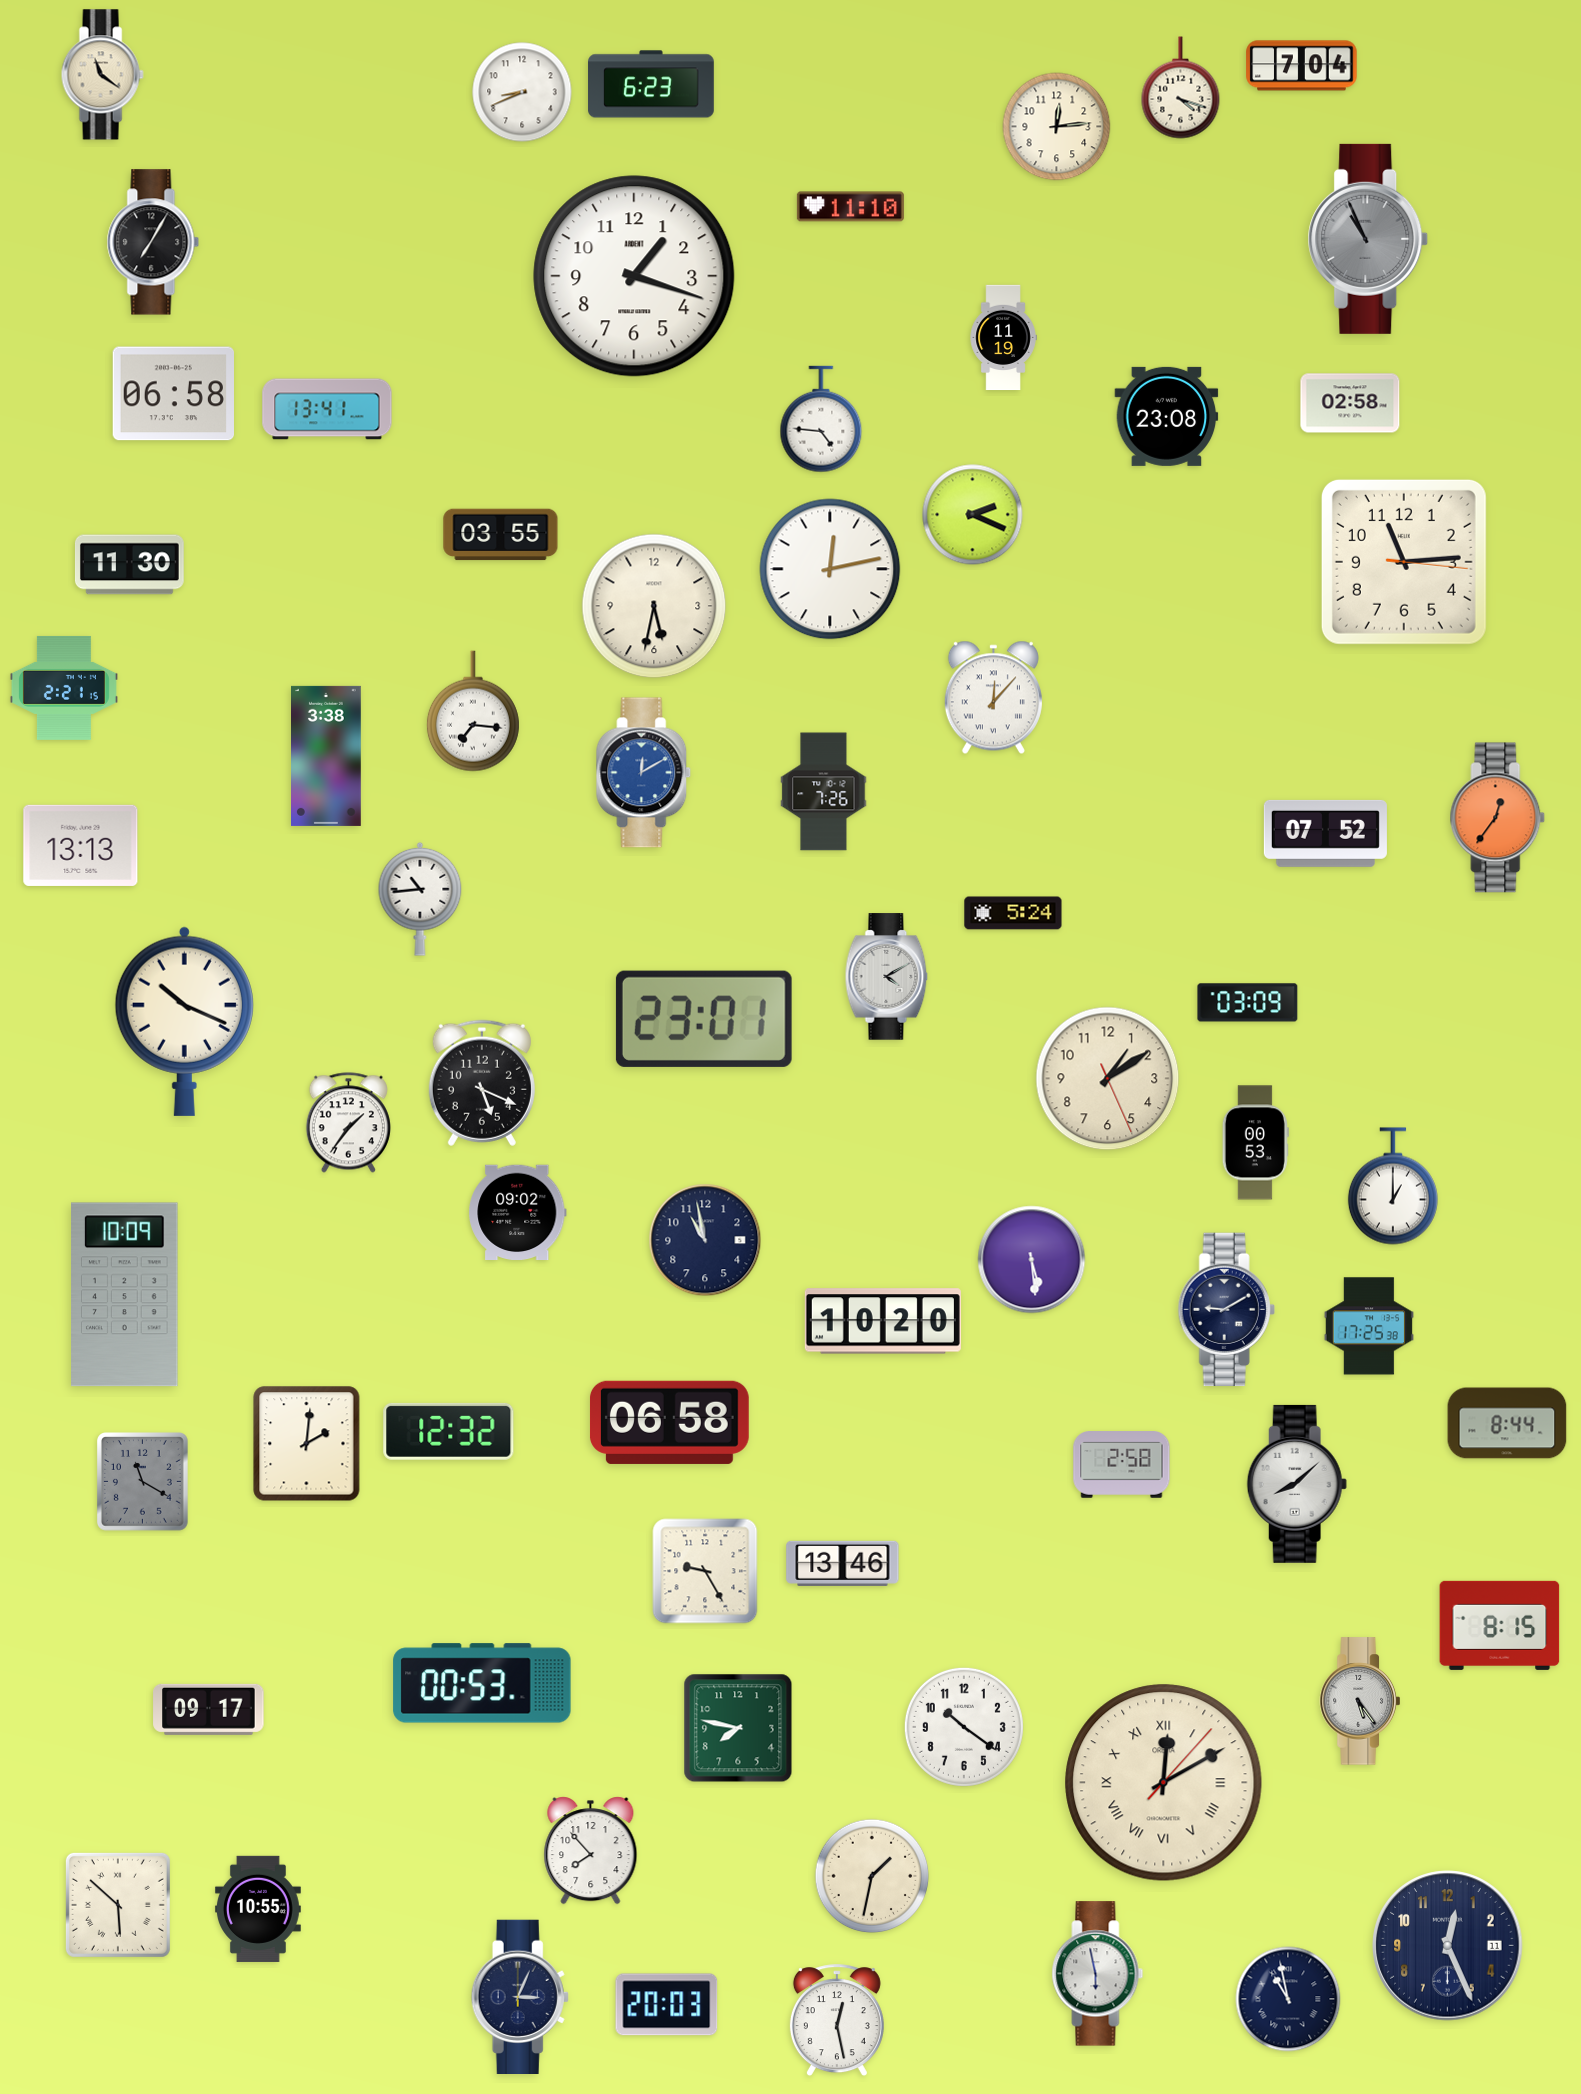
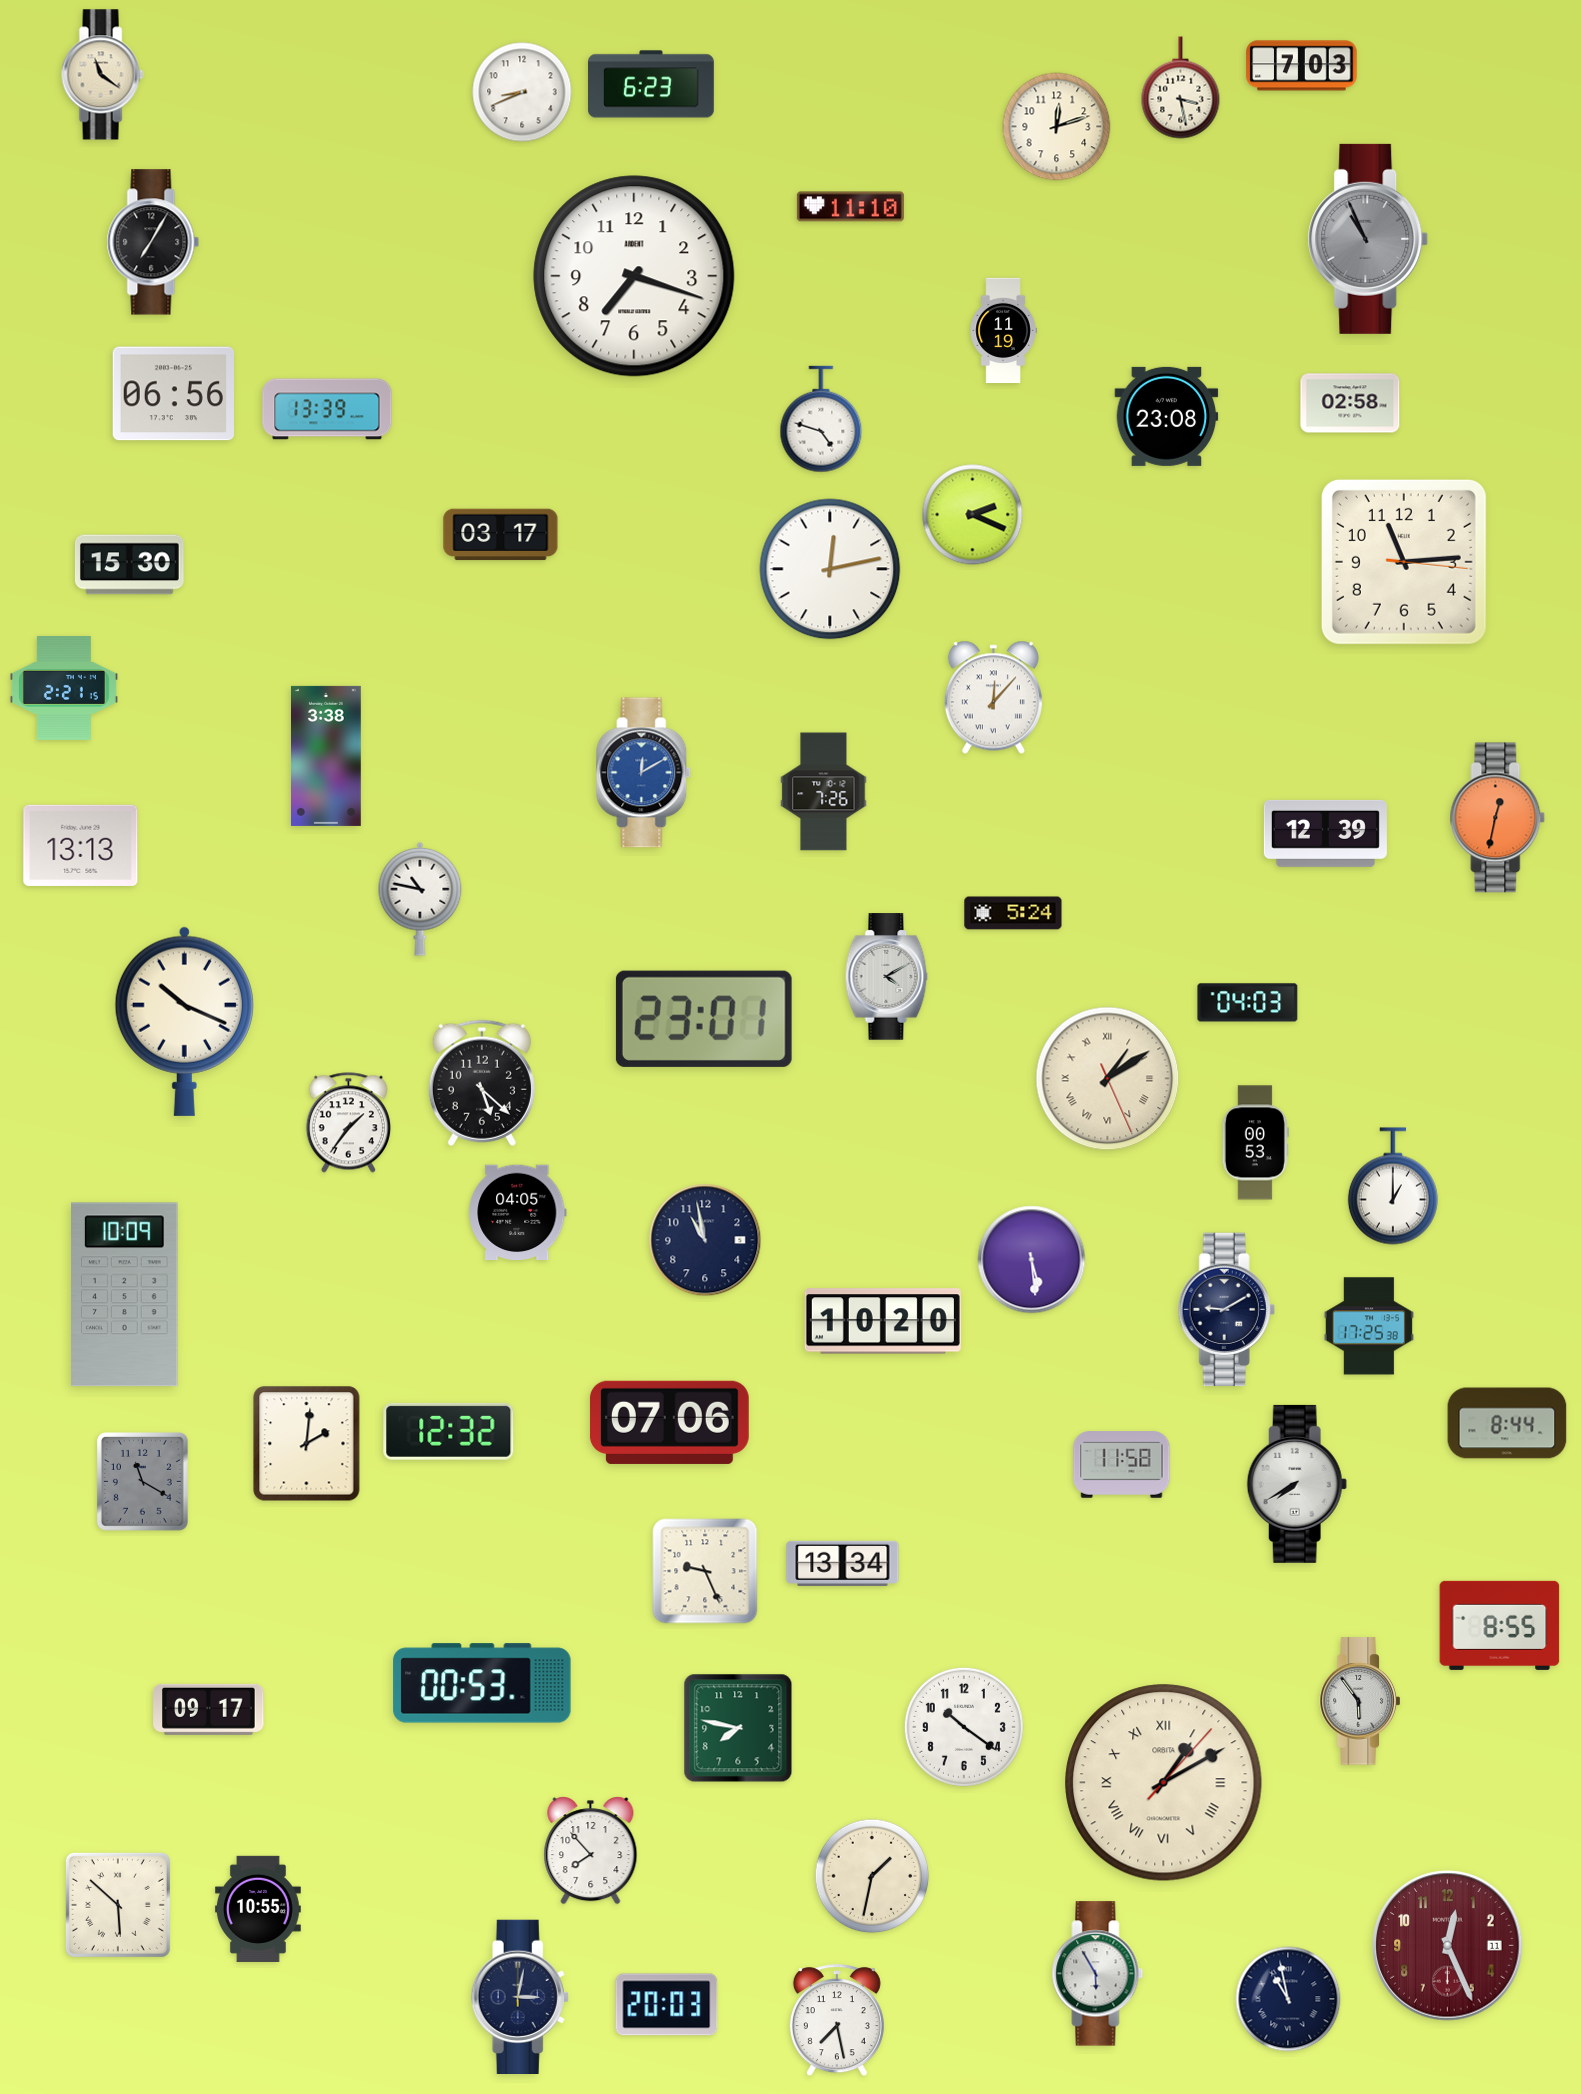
clock at (1302, 66): 7:04 -> 7:03
clock at (1181, 88): 4:18 -> 3:28
clock at (1057, 127): 12:14 -> 12:12
clock at (634, 276): 1:18 -> 7:18
clock at (1003, 338) position: (1003, 338) -> (1003, 331)
clock at (173, 394): 06:58 -> 06:56
clock at (327, 409): 13:41 -> 13:39
clock at (821, 419): 4:46 -> 4:48
clock at (501, 535): 03:55 -> 03:17
clock at (129, 565): 11:30 -> 15:30
clock at (654, 606): 5:32 -> none
clock at (473, 711): 7:16 -> none
clock at (1498, 818): 12:36 -> 12:32
clock at (1325, 833): 07:52 -> 12:39
clock at (420, 899): 10:44 -> 10:47
clock at (1248, 1003): 03:09 -> 04:03
clock at (1108, 1079) numerals: Arabic -> Roman
clock at (482, 1083): 5:19 -> 5:22
clock at (518, 1213): 09:02 -> 04:05
clock at (669, 1422): 06:58 -> 07:06
clock at (1122, 1465): 2:58 -> 11:58
clock at (1297, 1484): 8:08 -> 7:40
clock at (843, 1563): 13:46 -> 13:34
clock at (705, 1571): 9:25 -> 9:26
clock at (1500, 1625): 8:15 -> 8:55
clock at (1360, 1701): 5:24 -> 5:54
clock at (1164, 1783): 12:10 -> 1:10
clock at (1448, 1946) dial: navy -> burgundy
clock at (1098, 1974): 5:58 -> 5:55
clock at (520, 1996): 3:04 -> 3:02
clock at (837, 2021): 12:28 -> 7:28
